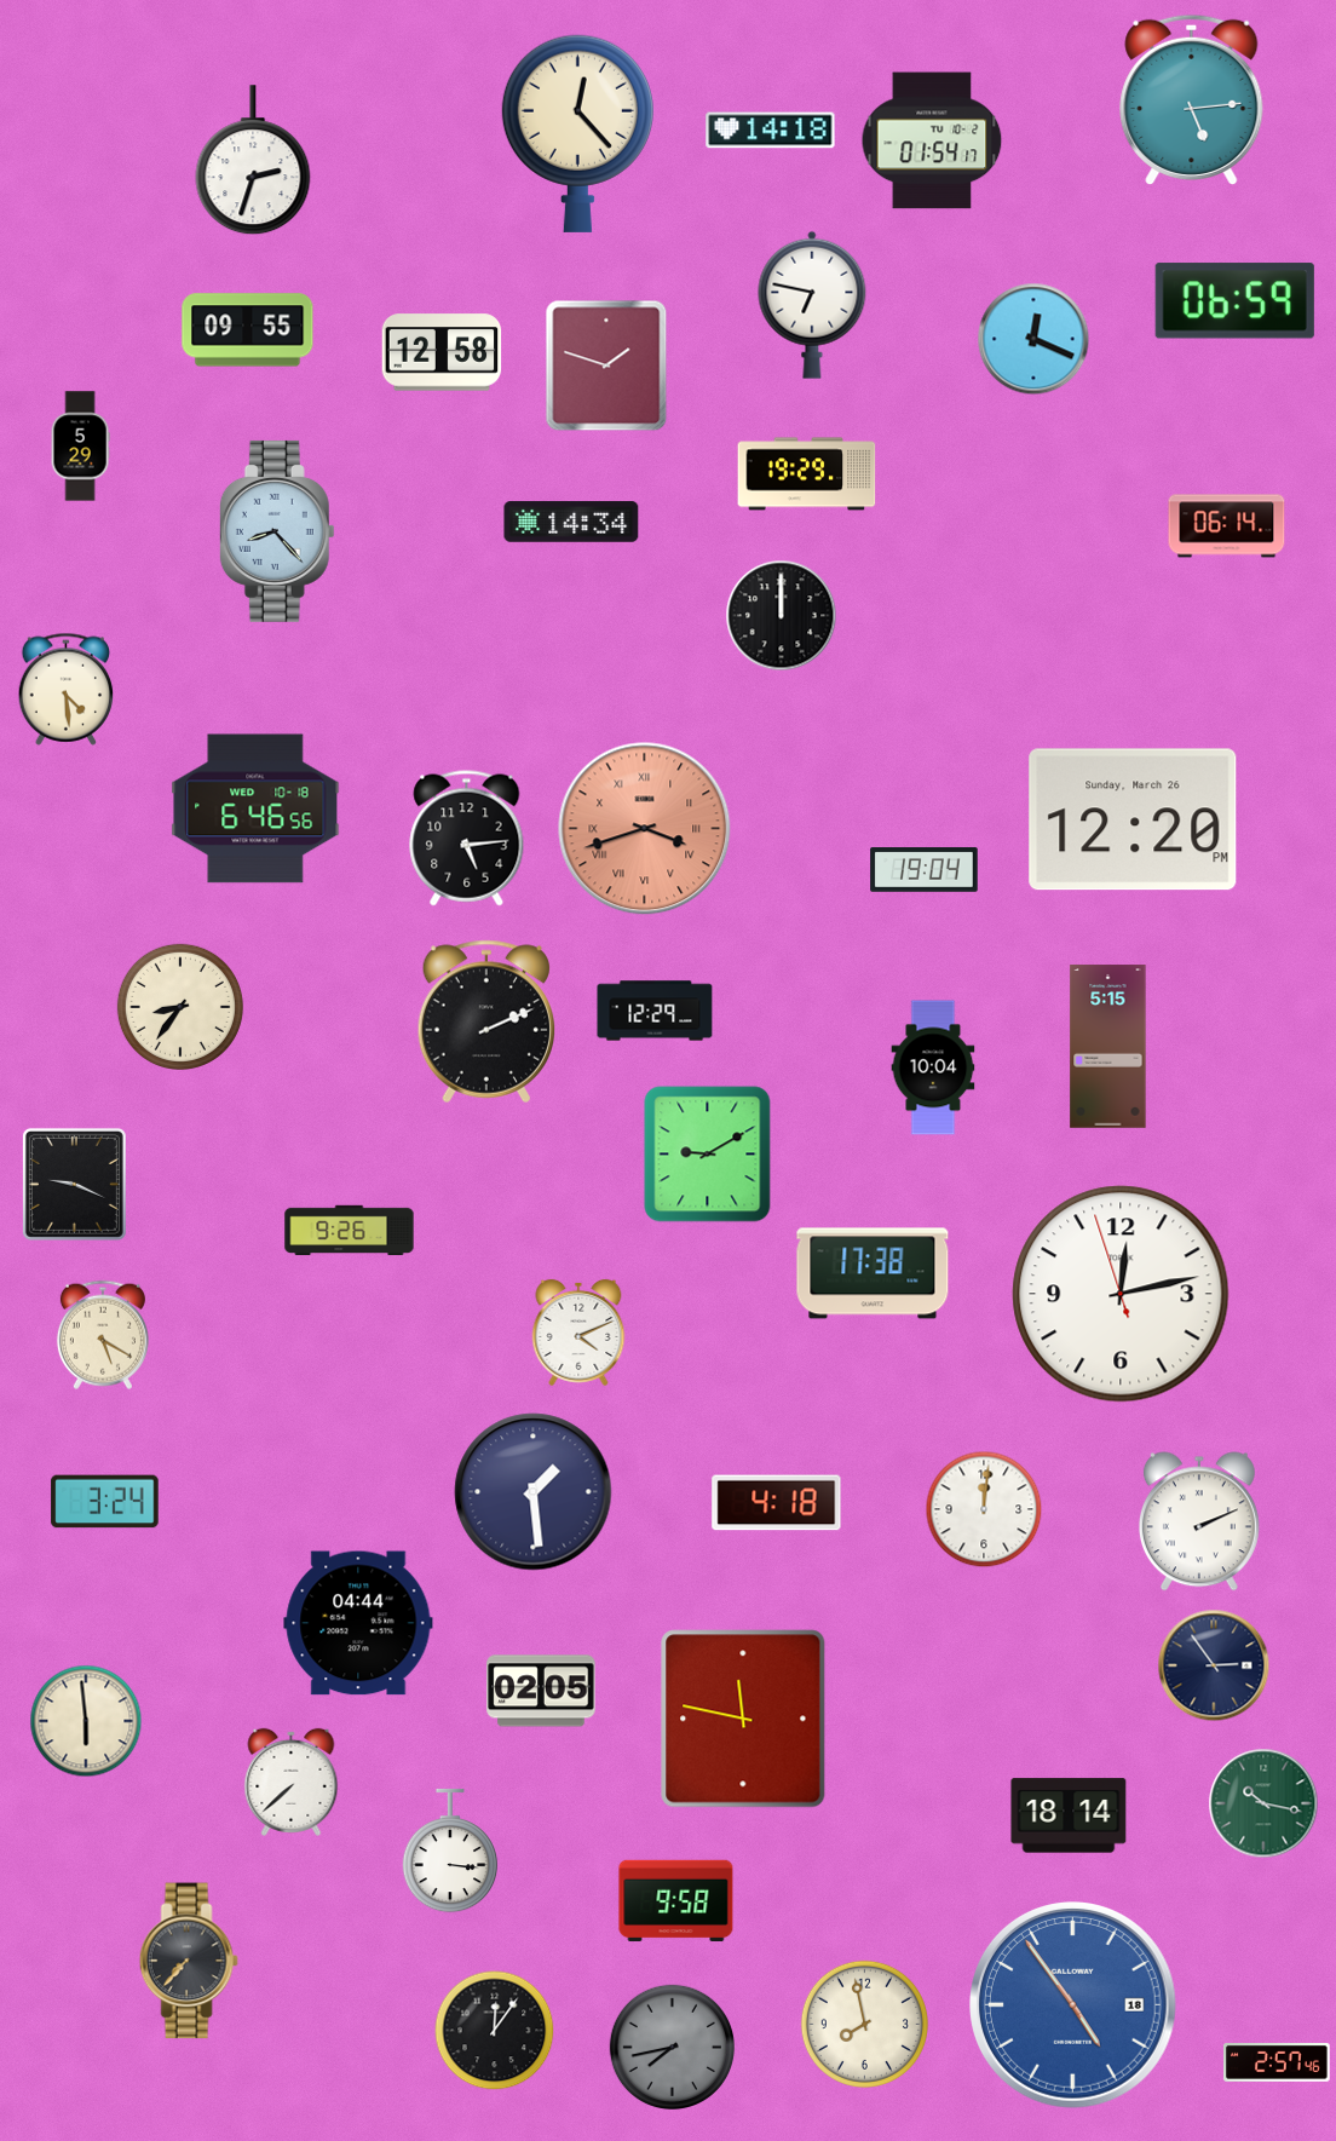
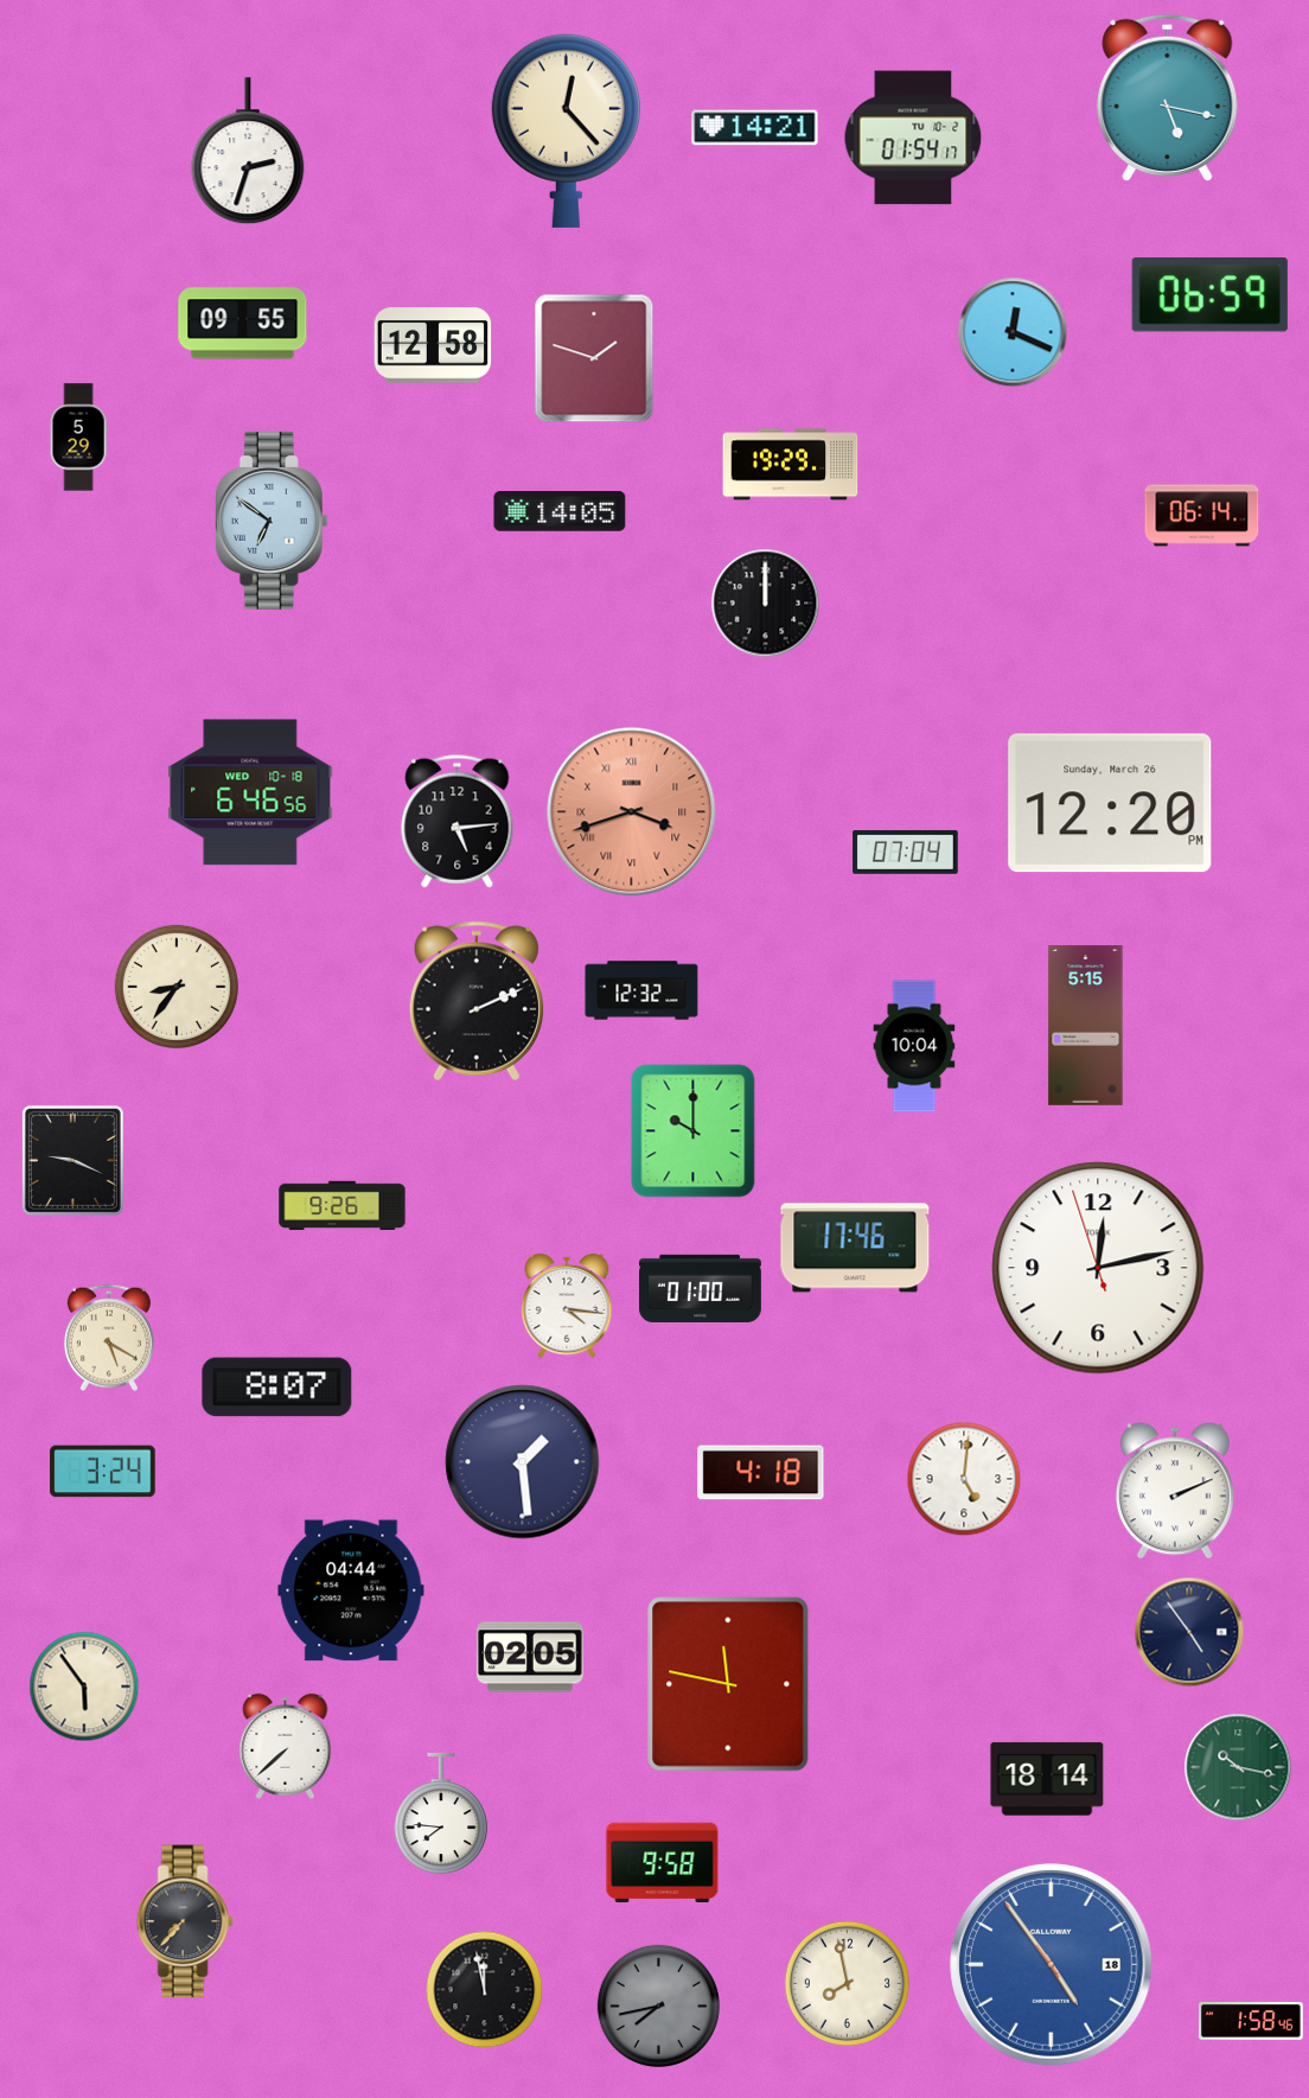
clock at (1192, 99): 5:14 -> 5:17
clock at (771, 131): 14:18 -> 14:21
clock at (253, 161) position: (253, 161) -> (248, 152)
clock at (812, 305): 6:47 -> none
clock at (571, 522): 14:34 -> 14:05
clock at (277, 531): 8:23 -> 6:51
clock at (67, 689): 4:29 -> none
clock at (925, 870): 19:04 -> 07:04
clock at (655, 1011): 12:29 -> 12:32
clock at (708, 1155): 9:10 -> 10:00
clock at (873, 1273): 17:38 -> 17:46
clock at (701, 1288): none -> 01:00
clock at (578, 1333): 4:11 -> 4:16
clock at (103, 1335) position: (103, 1335) -> (109, 1338)
clock at (277, 1388): none -> 8:07
clock at (984, 1509): 12:01 -> 5:01
clock at (1214, 1665): 2:54 -> 4:54
clock at (86, 1721): 5:59 -> 5:54
clock at (449, 1851): 3:16 -> 7:46
clock at (495, 2031): 12:06 -> 11:58
clock at (1278, 2064): 2:57 -> 1:58
